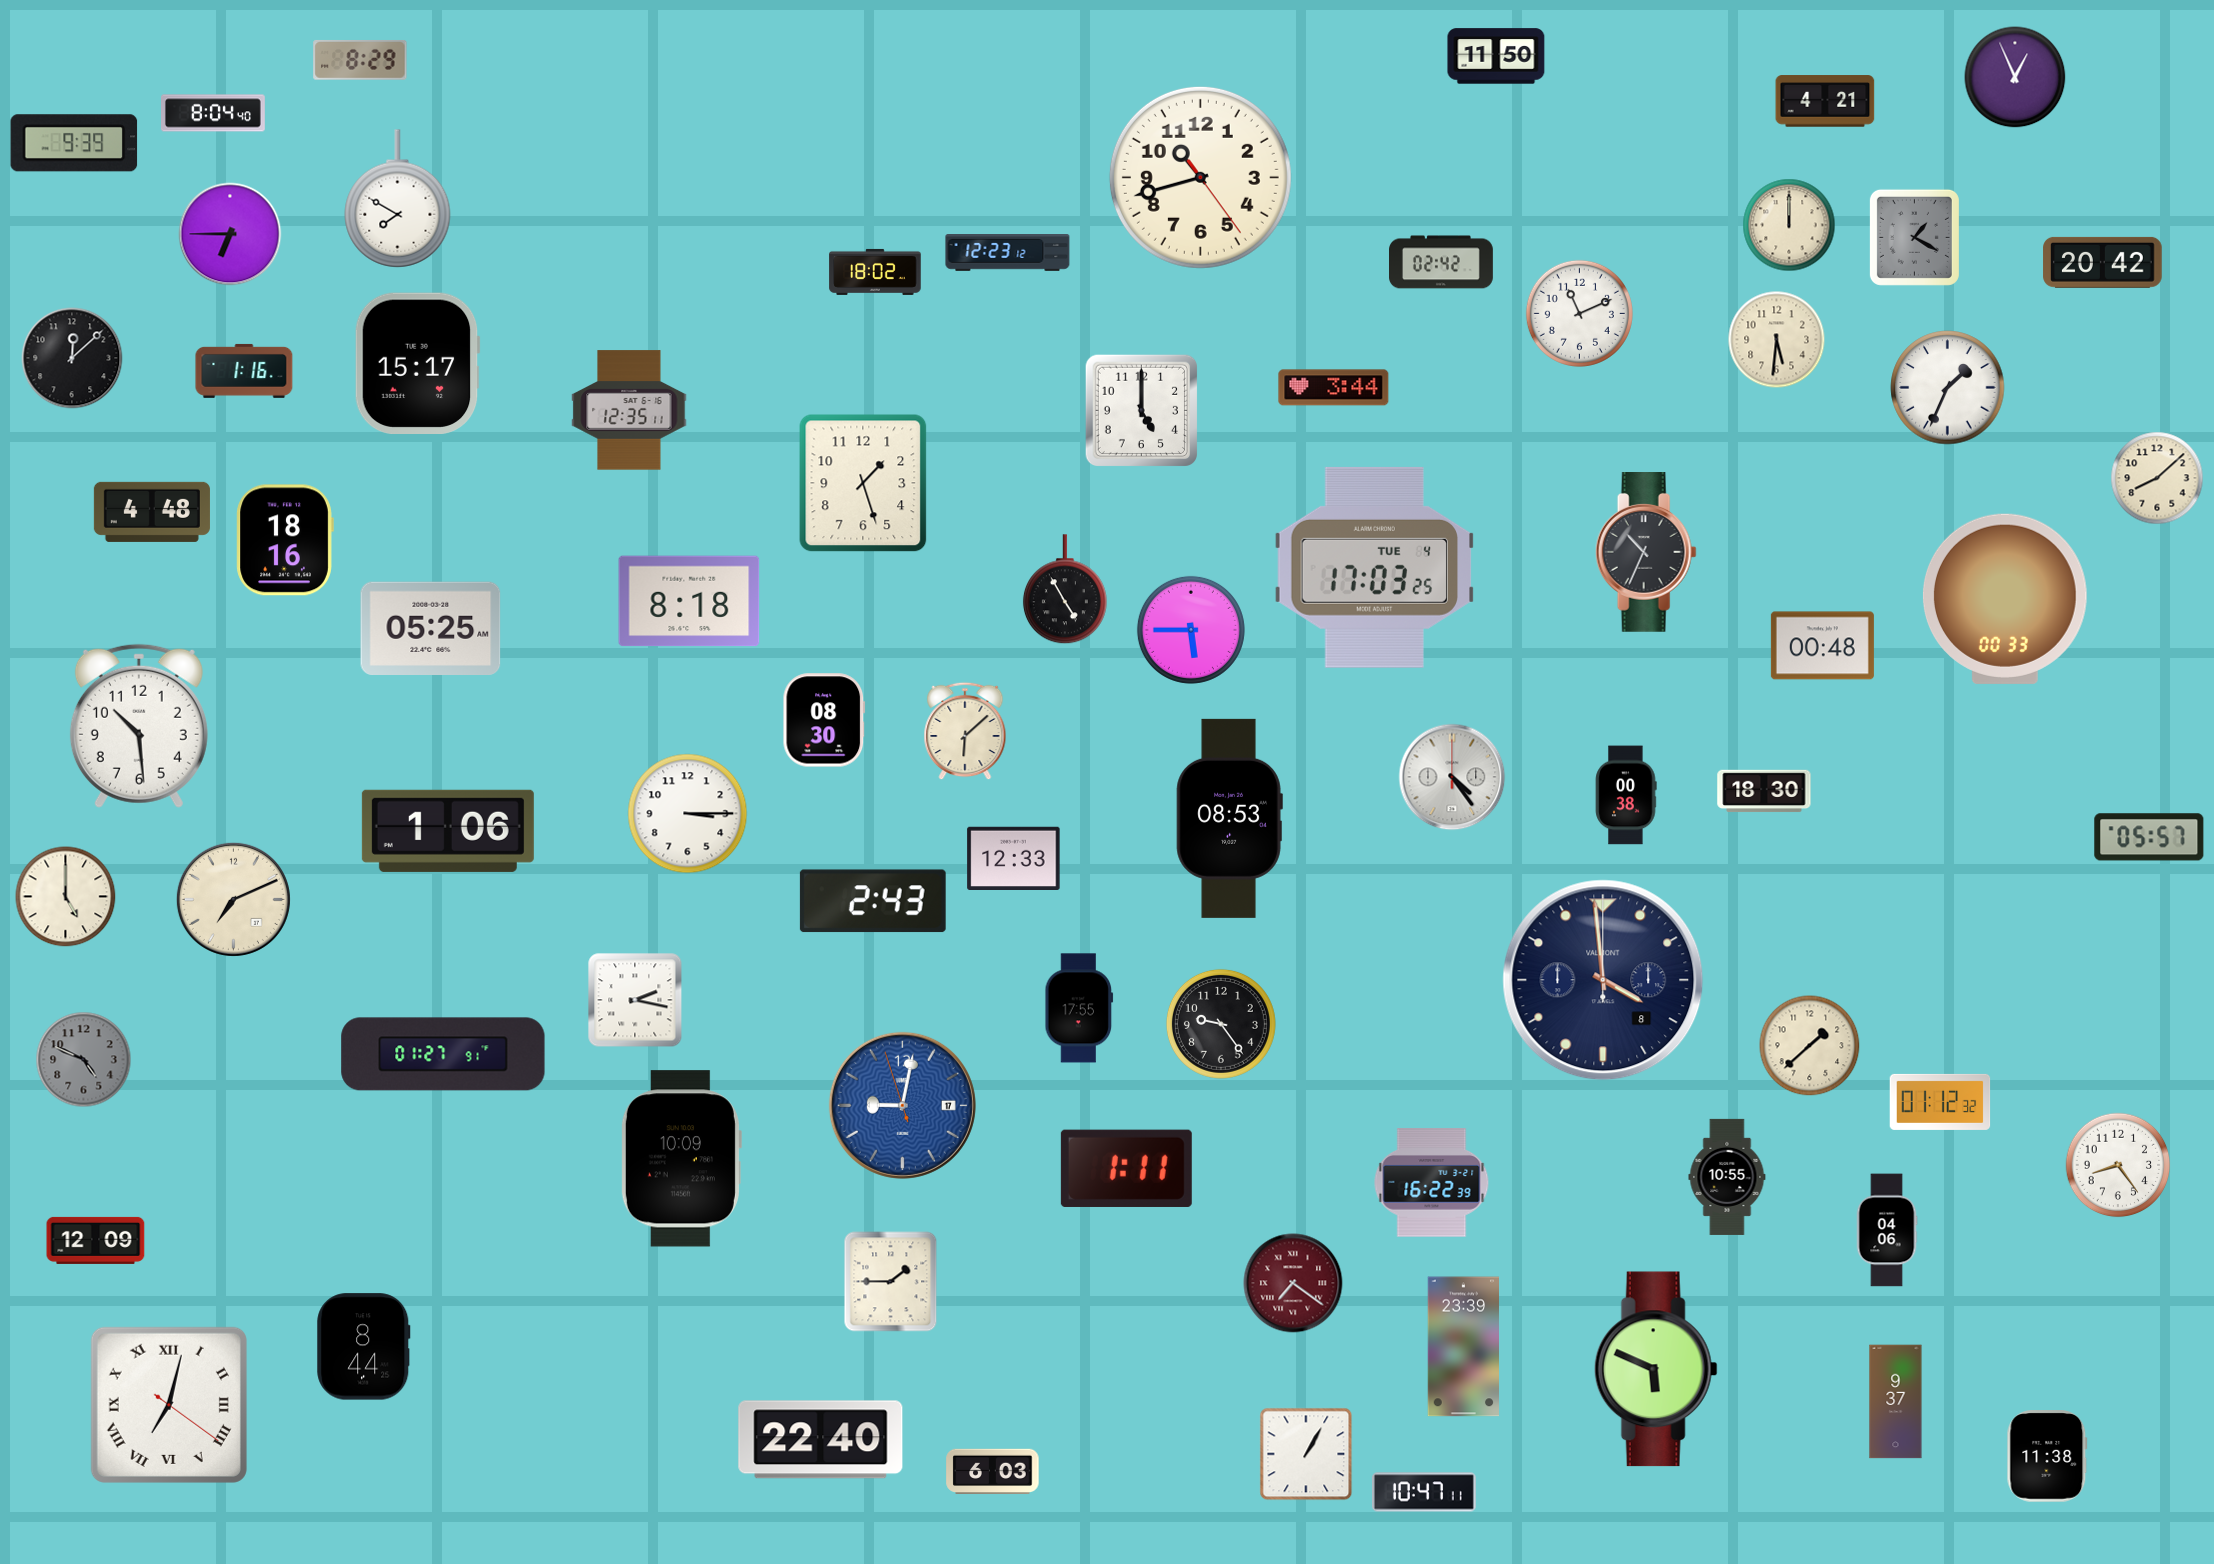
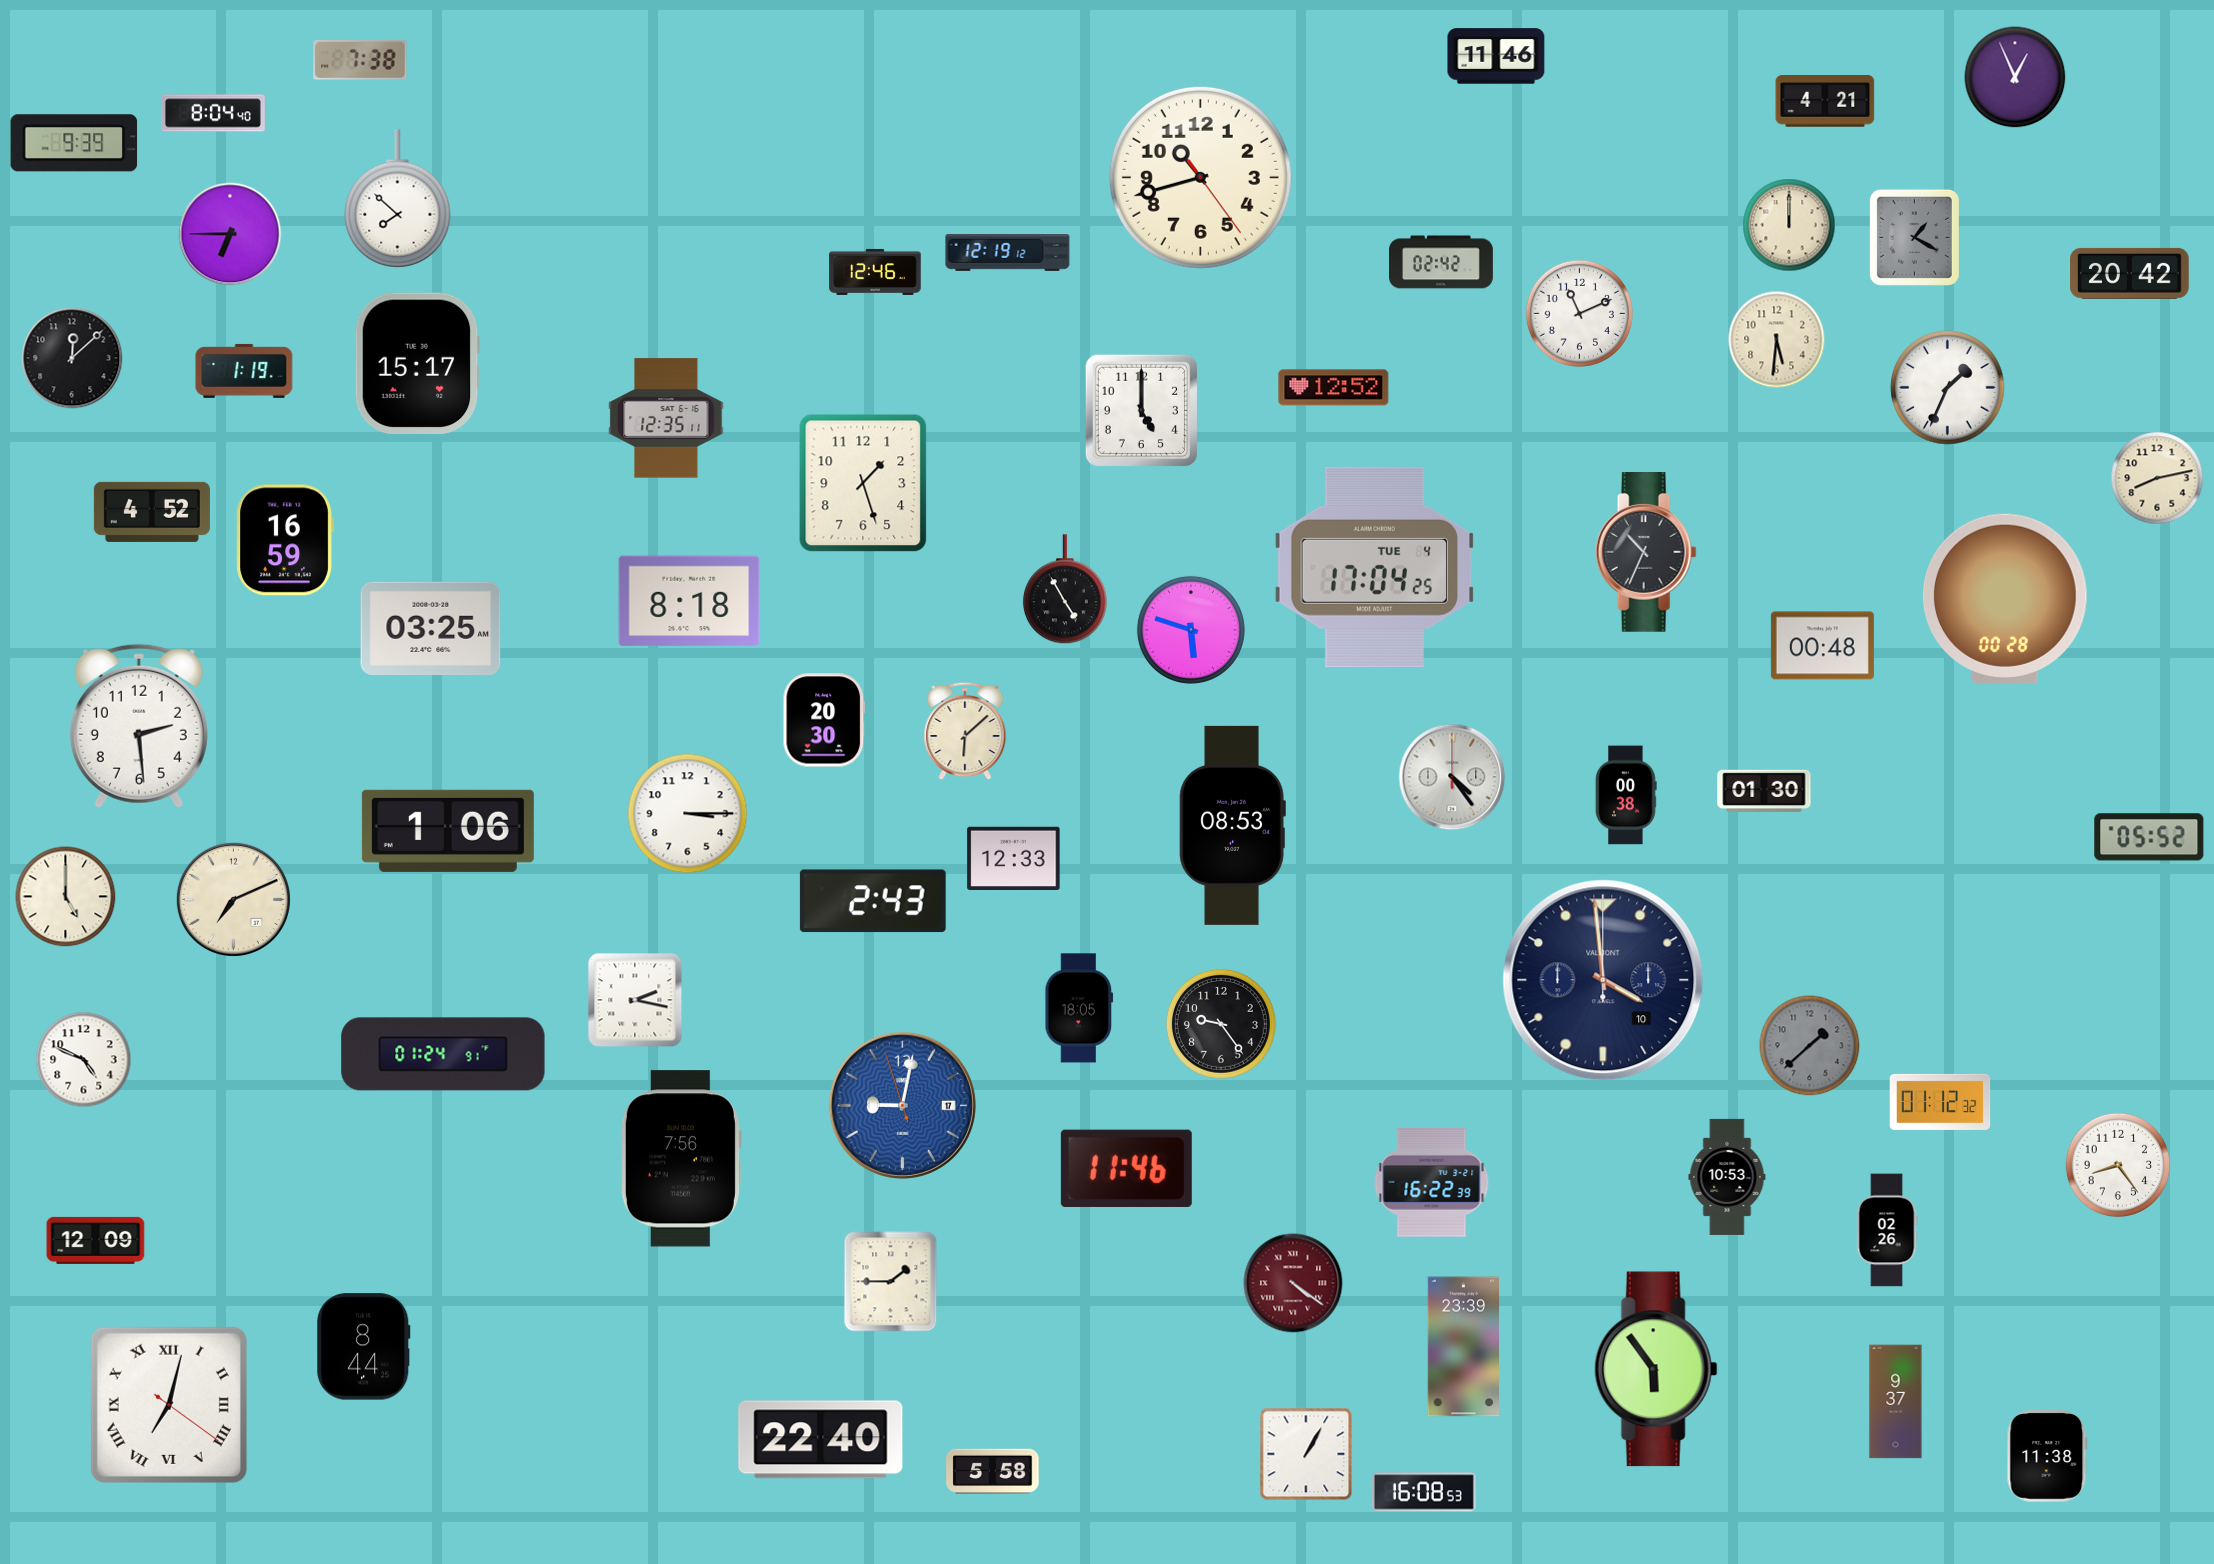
clock at (1496, 56): 11:50 -> 11:46
clock at (360, 60): 8:29 -> 7:38
clock at (398, 199): 7:50 -> 7:52
clock at (1008, 253): 12:23 -> 12:19
clock at (2103, 262) position: (2103, 262) -> (2130, 273)
clock at (875, 272): 18:02 -> 12:46
clock at (244, 371): 1:16 -> 1:19
clock at (1334, 388): 3:44 -> 12:52
clock at (629, 410) position: (629, 410) -> (666, 418)
clock at (2157, 478): 8:08 -> 8:13
clock at (152, 512): 4:48 -> 4:52
clock at (285, 540): 18:16 -> 16:59
clock at (1375, 567): 17:03 -> 17:04
clock at (2005, 599): 00:33 -> 00:28
clock at (431, 628): 05:25 -> 03:25
clock at (1191, 630): 5:45 -> 5:48
clock at (824, 720): 08:30 -> 20:30
clock at (139, 726): 10:29 -> 2:29
clock at (1764, 791): 18:30 -> 01:30
clock at (1229, 818) position: (1229, 818) -> (1232, 825)
clock at (2149, 837): 05:57 -> 05:52
clock at (1603, 980) date: 8 -> 10
clock at (1079, 1008): 17:55 -> 18:05
clock at (1810, 1046) dial: cream -> grey
clock at (443, 1054): 01:27 -> 01:24
clock at (84, 1060) dial: grey -> white
clock at (681, 1159): 10:09 -> 7:56
clock at (1126, 1168): 1:11 -> 11:46
clock at (1727, 1177): 10:55 -> 10:53
clock at (1887, 1230): 04:06 -> 02:26
clock at (1293, 1283): 7:21 -> 4:21
clock at (1656, 1369): 5:49 -> 5:54
clock at (993, 1471): 6:03 -> 5:58
clock at (1424, 1492): 10:47 -> 16:08
